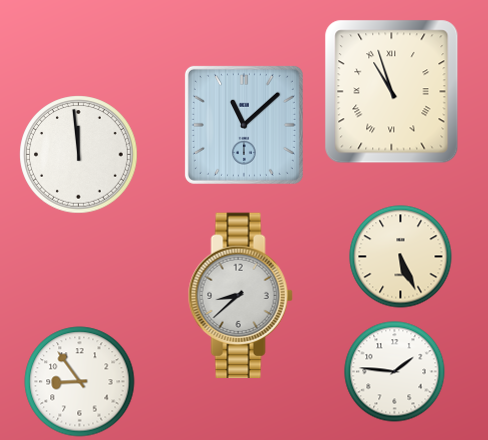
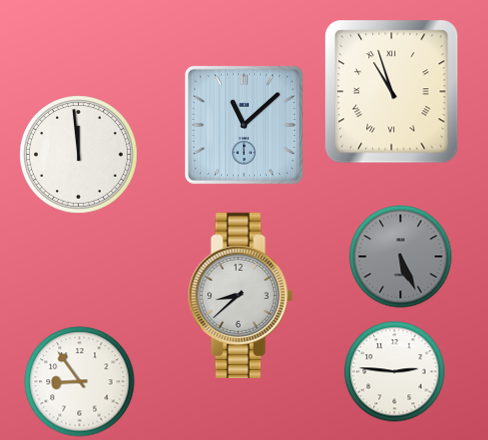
clock at (401, 257) dial: cream -> grey
clock at (395, 372): 1:46 -> 2:46
